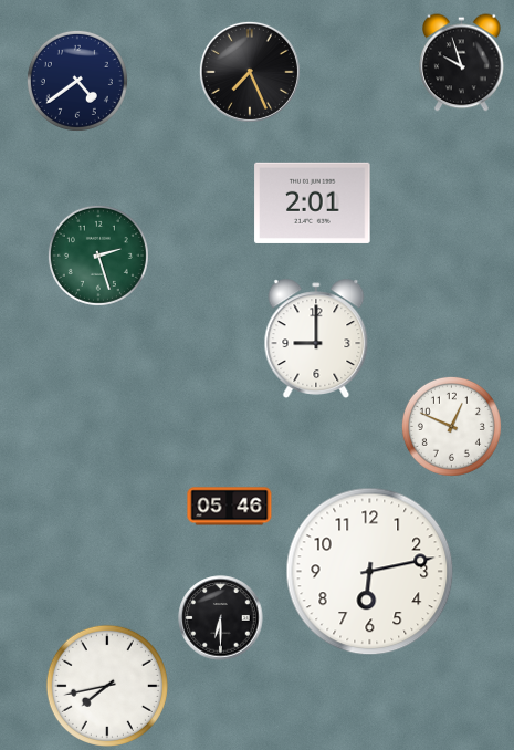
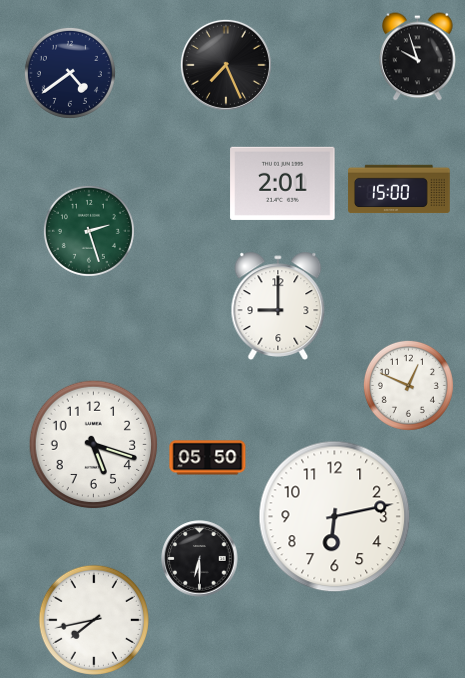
clock at (399, 189): none -> 15:00
clock at (316, 338) position: (316, 338) -> (278, 306)
clock at (94, 445): none -> 5:18
clock at (230, 507): 05:46 -> 05:50
clock at (107, 686) position: (107, 686) -> (94, 620)
